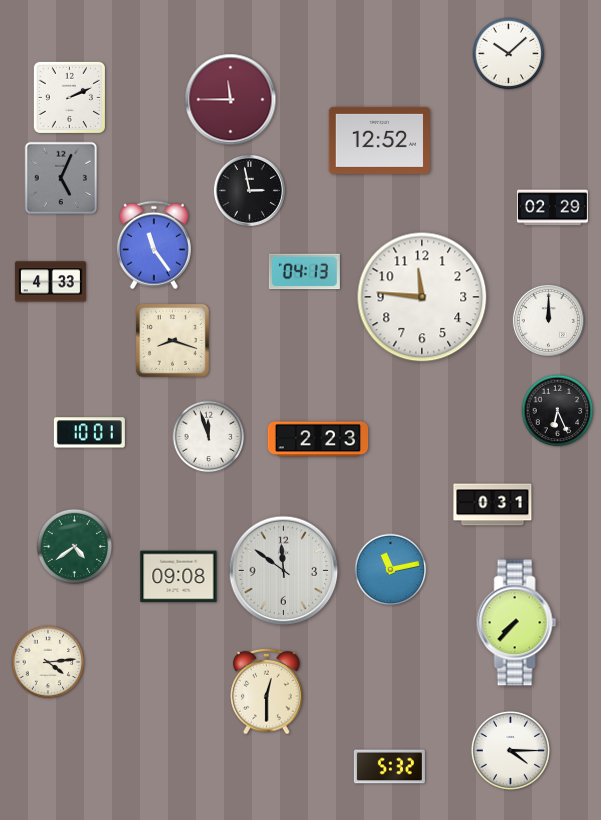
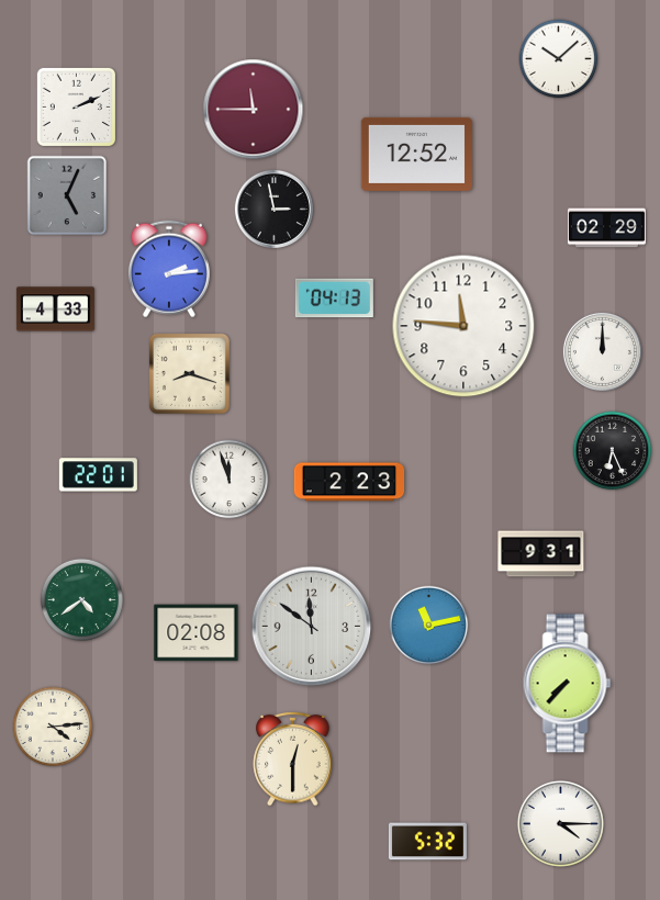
clock at (154, 245): 11:24 -> 2:14
clock at (89, 433): 10:01 -> 22:01
clock at (493, 505): 0:31 -> 9:31
clock at (179, 577): 09:08 -> 02:08
